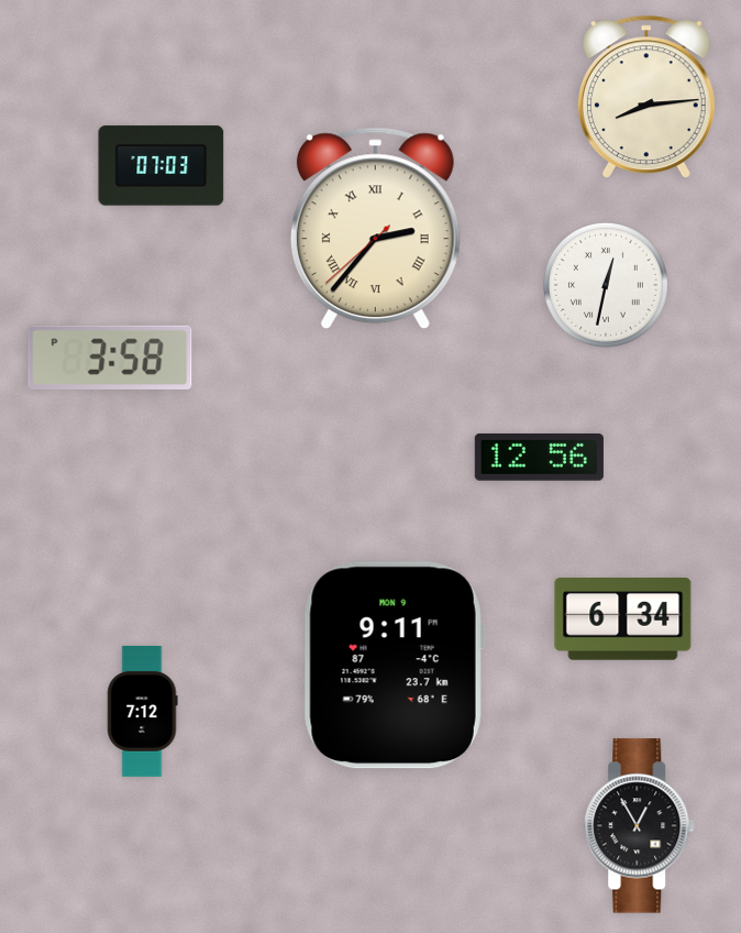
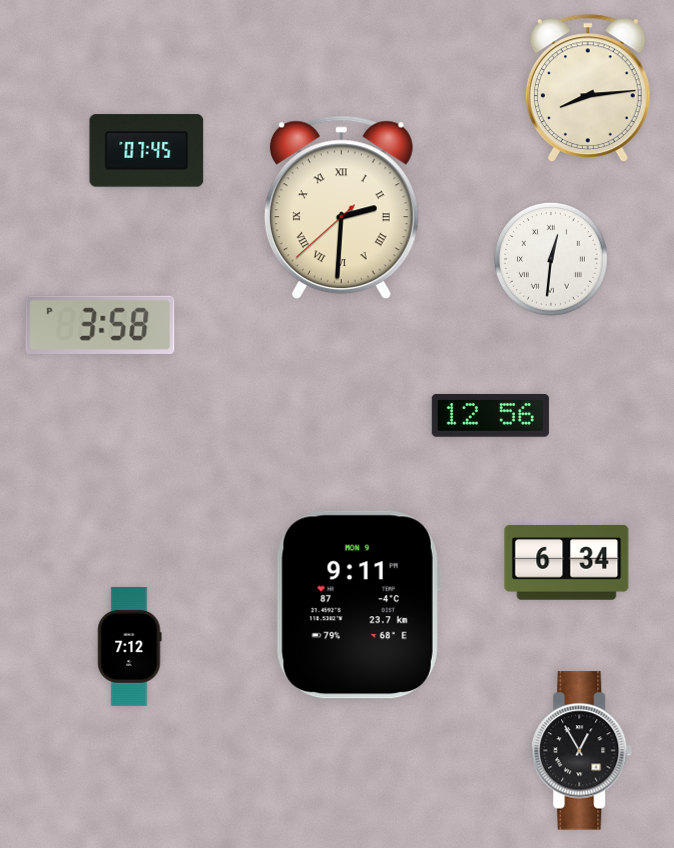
clock at (162, 166): 07:03 -> 07:45
clock at (375, 229): 2:36 -> 2:30
clock at (606, 285): 12:32 -> 12:31
